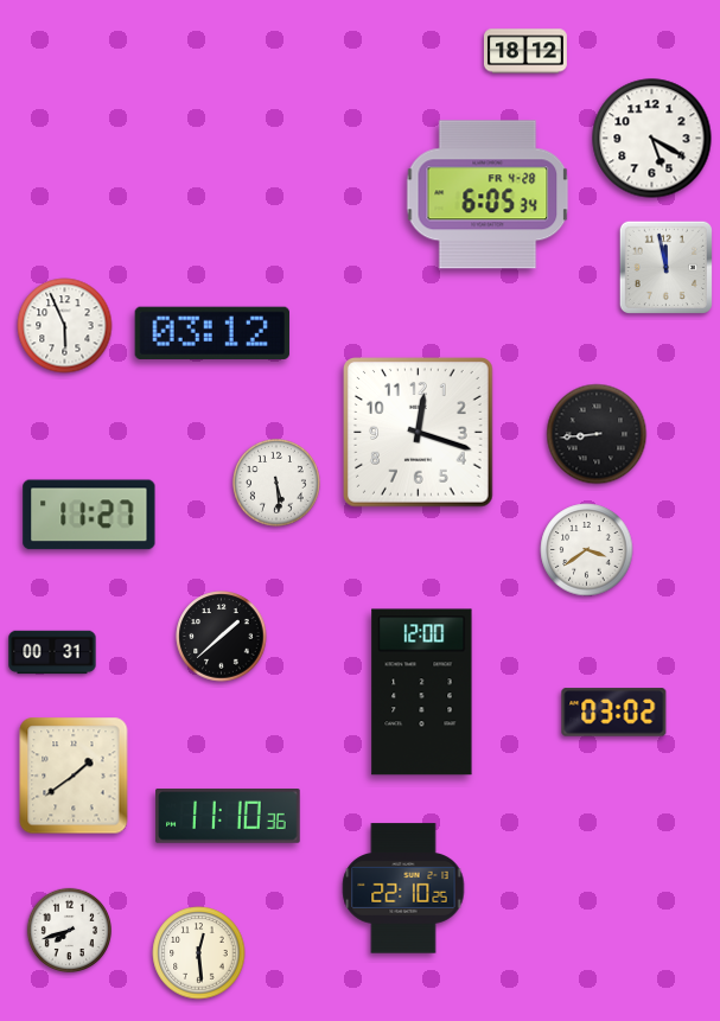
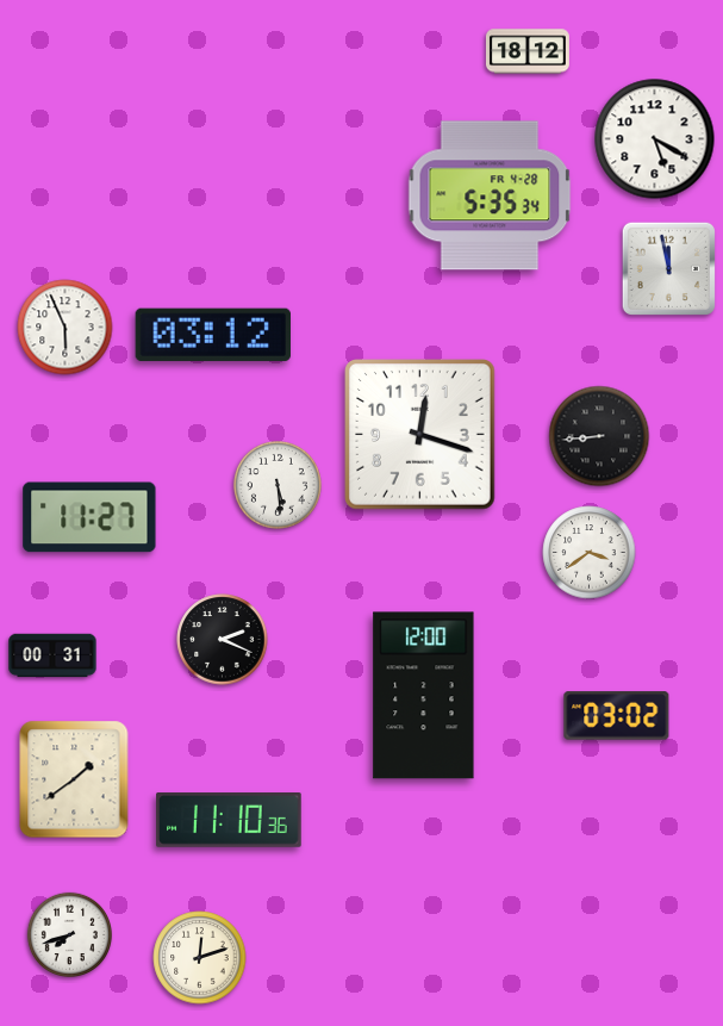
clock at (488, 194): 6:05 -> 5:35
clock at (222, 637): 1:38 -> 2:19
clock at (403, 888): 22:10 -> none
clock at (199, 953): 12:29 -> 12:12
